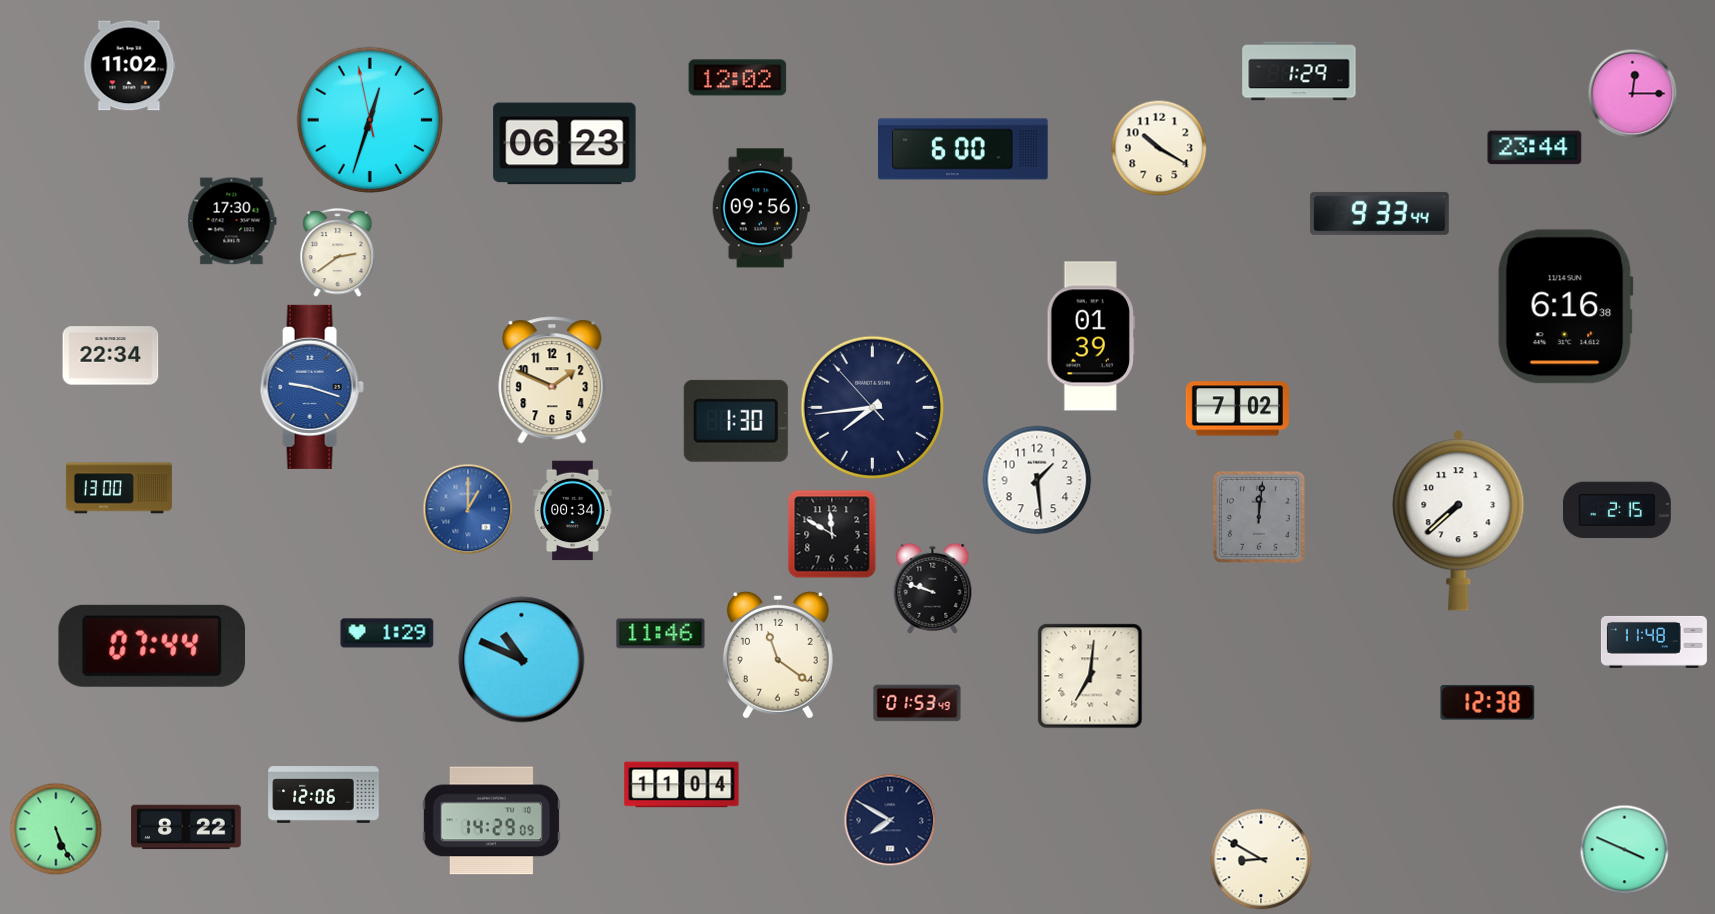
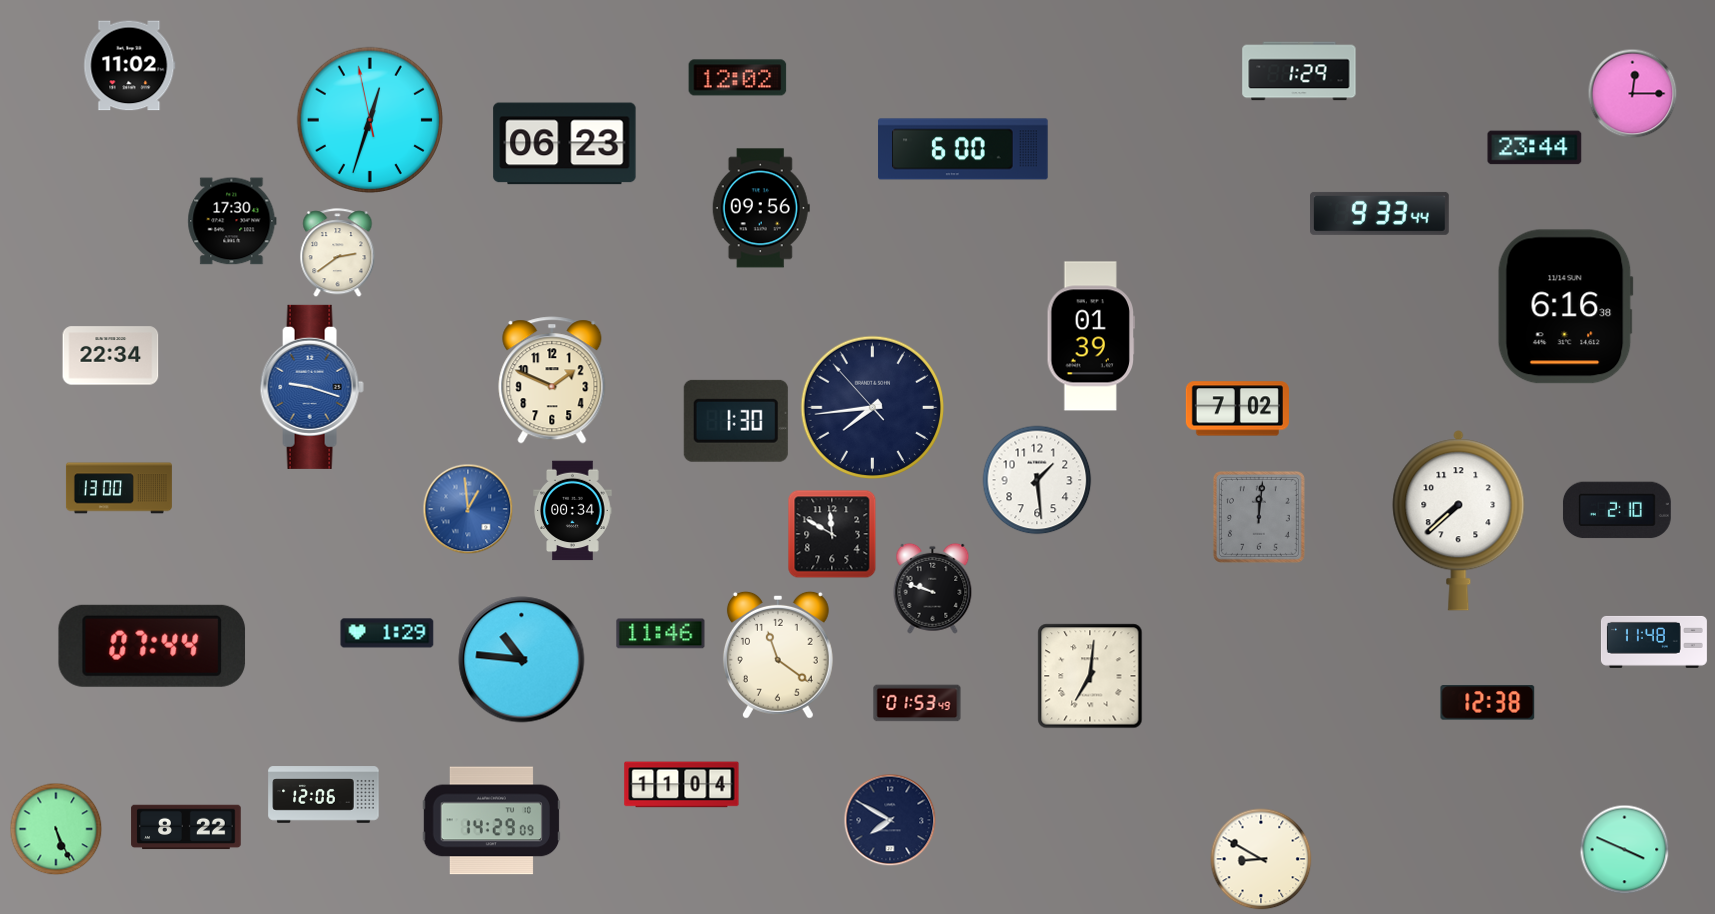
clock at (1159, 148): 10:20 -> none
clock at (468, 509): 1:00 -> 12:59
clock at (1617, 510): 2:15 -> 2:10
clock at (522, 660): 10:49 -> 10:46
